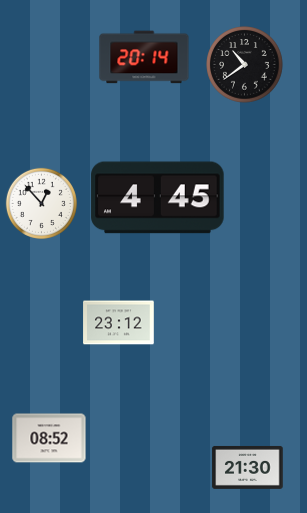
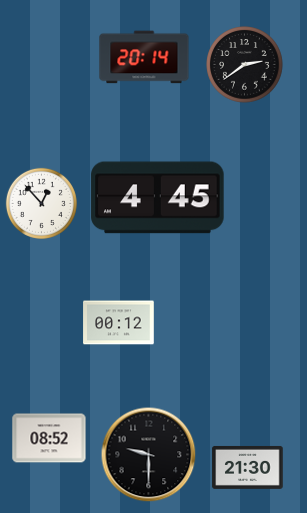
clock at (245, 65): 10:39 -> 2:39
clock at (119, 323): 23:12 -> 00:12
clock at (149, 455): none -> 9:30
